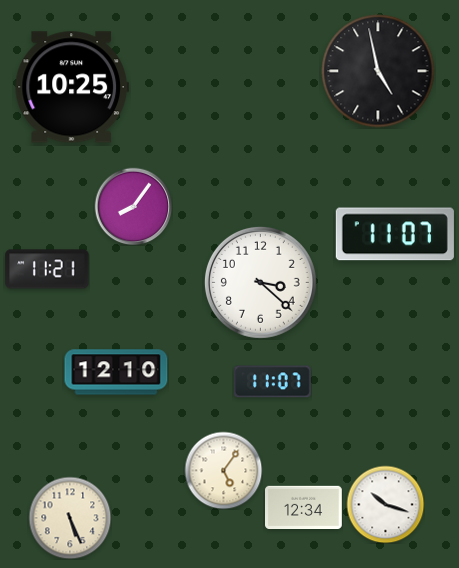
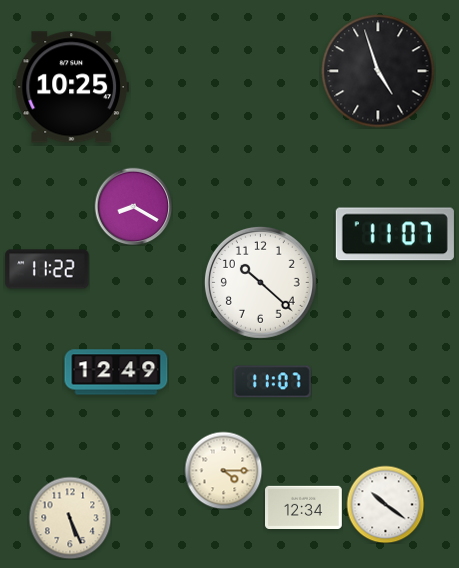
clock at (378, 71): 4:58 -> 4:57
clock at (133, 206): 8:06 -> 8:20
clock at (47, 269): 11:21 -> 11:22
clock at (260, 282): 3:22 -> 10:22
clock at (116, 372): 12:10 -> 12:49
clock at (223, 470): 5:06 -> 4:15
clock at (385, 504): 10:18 -> 10:21
